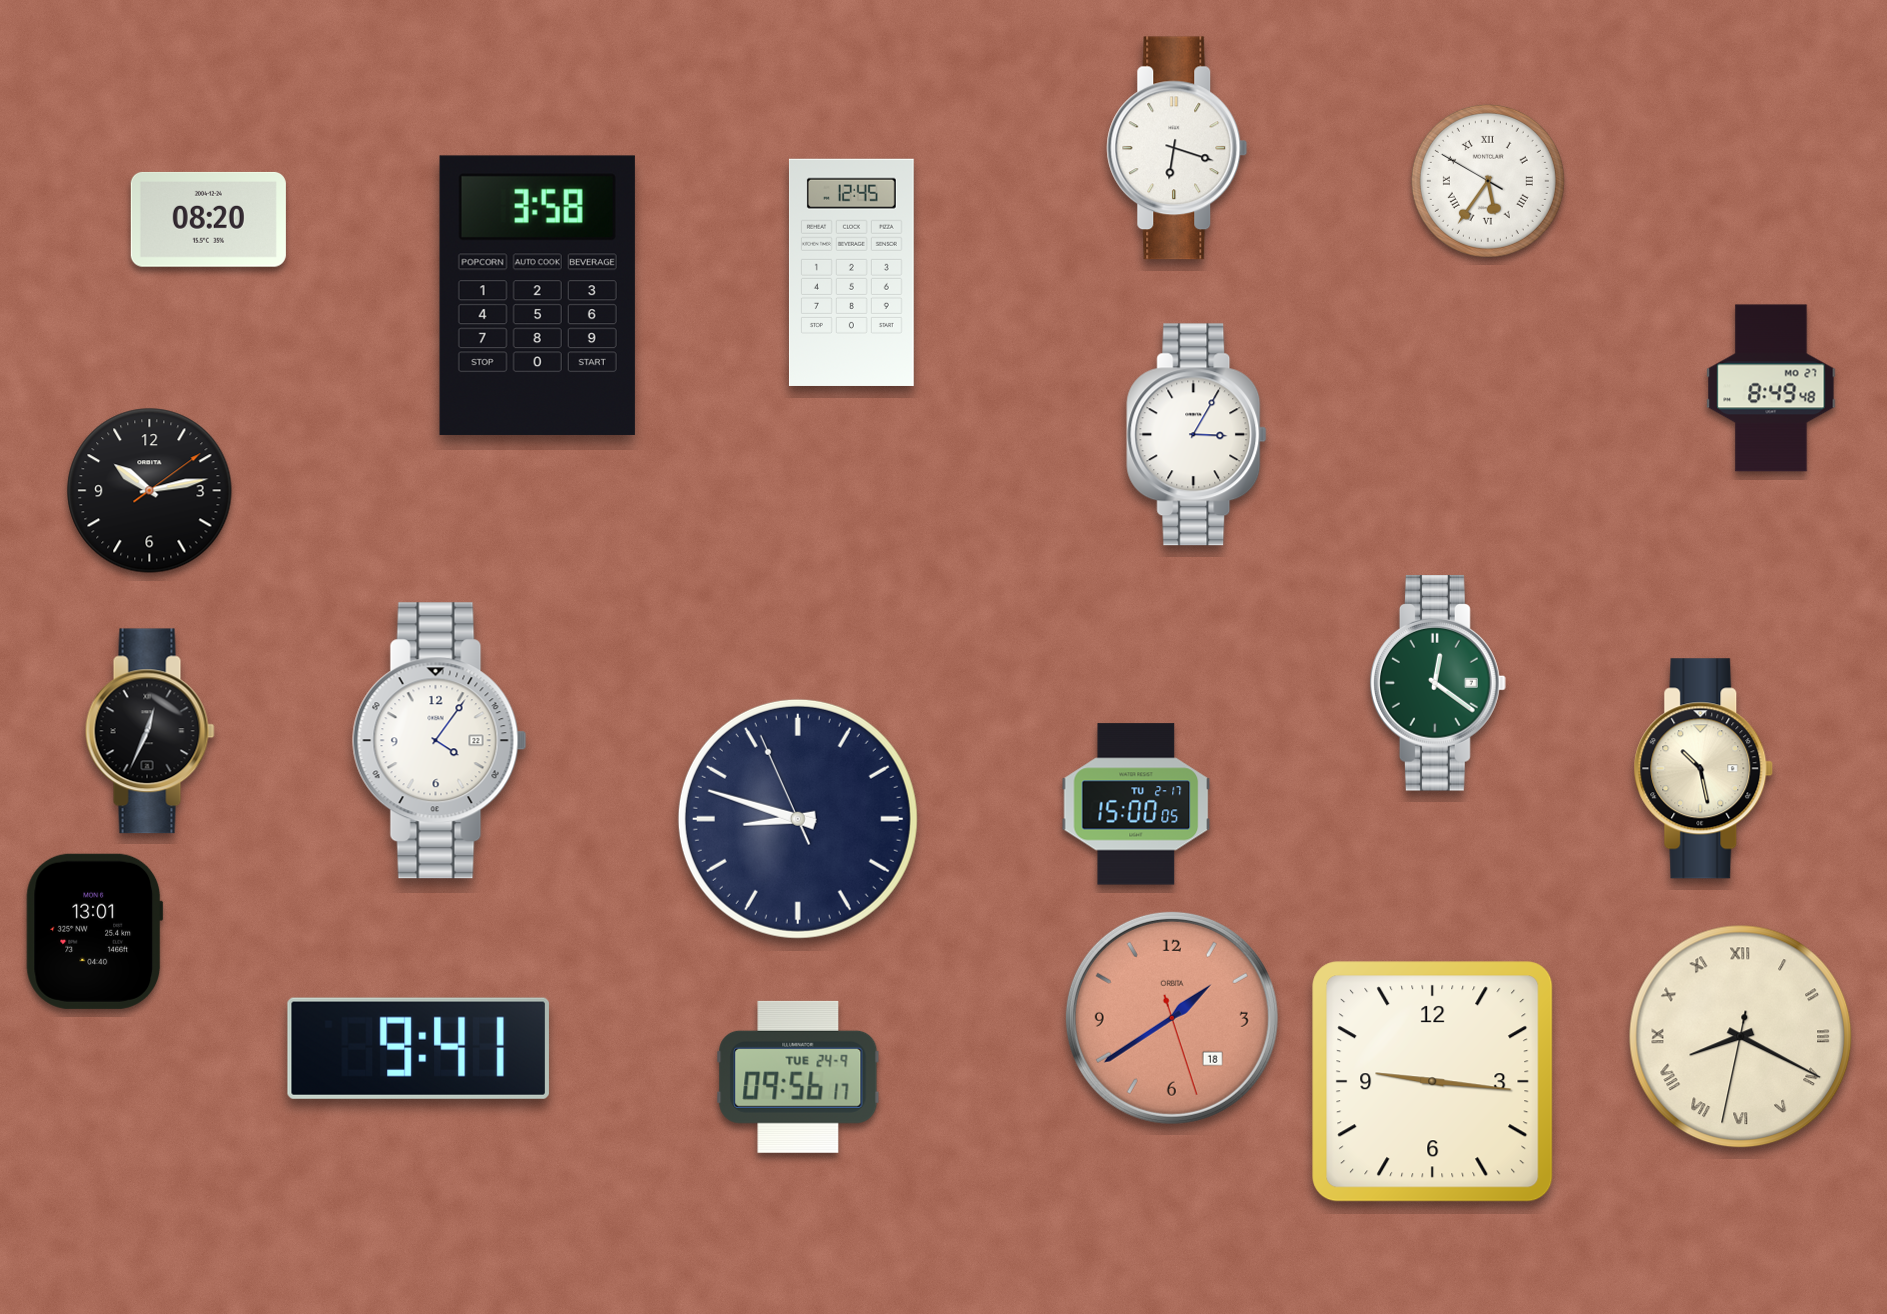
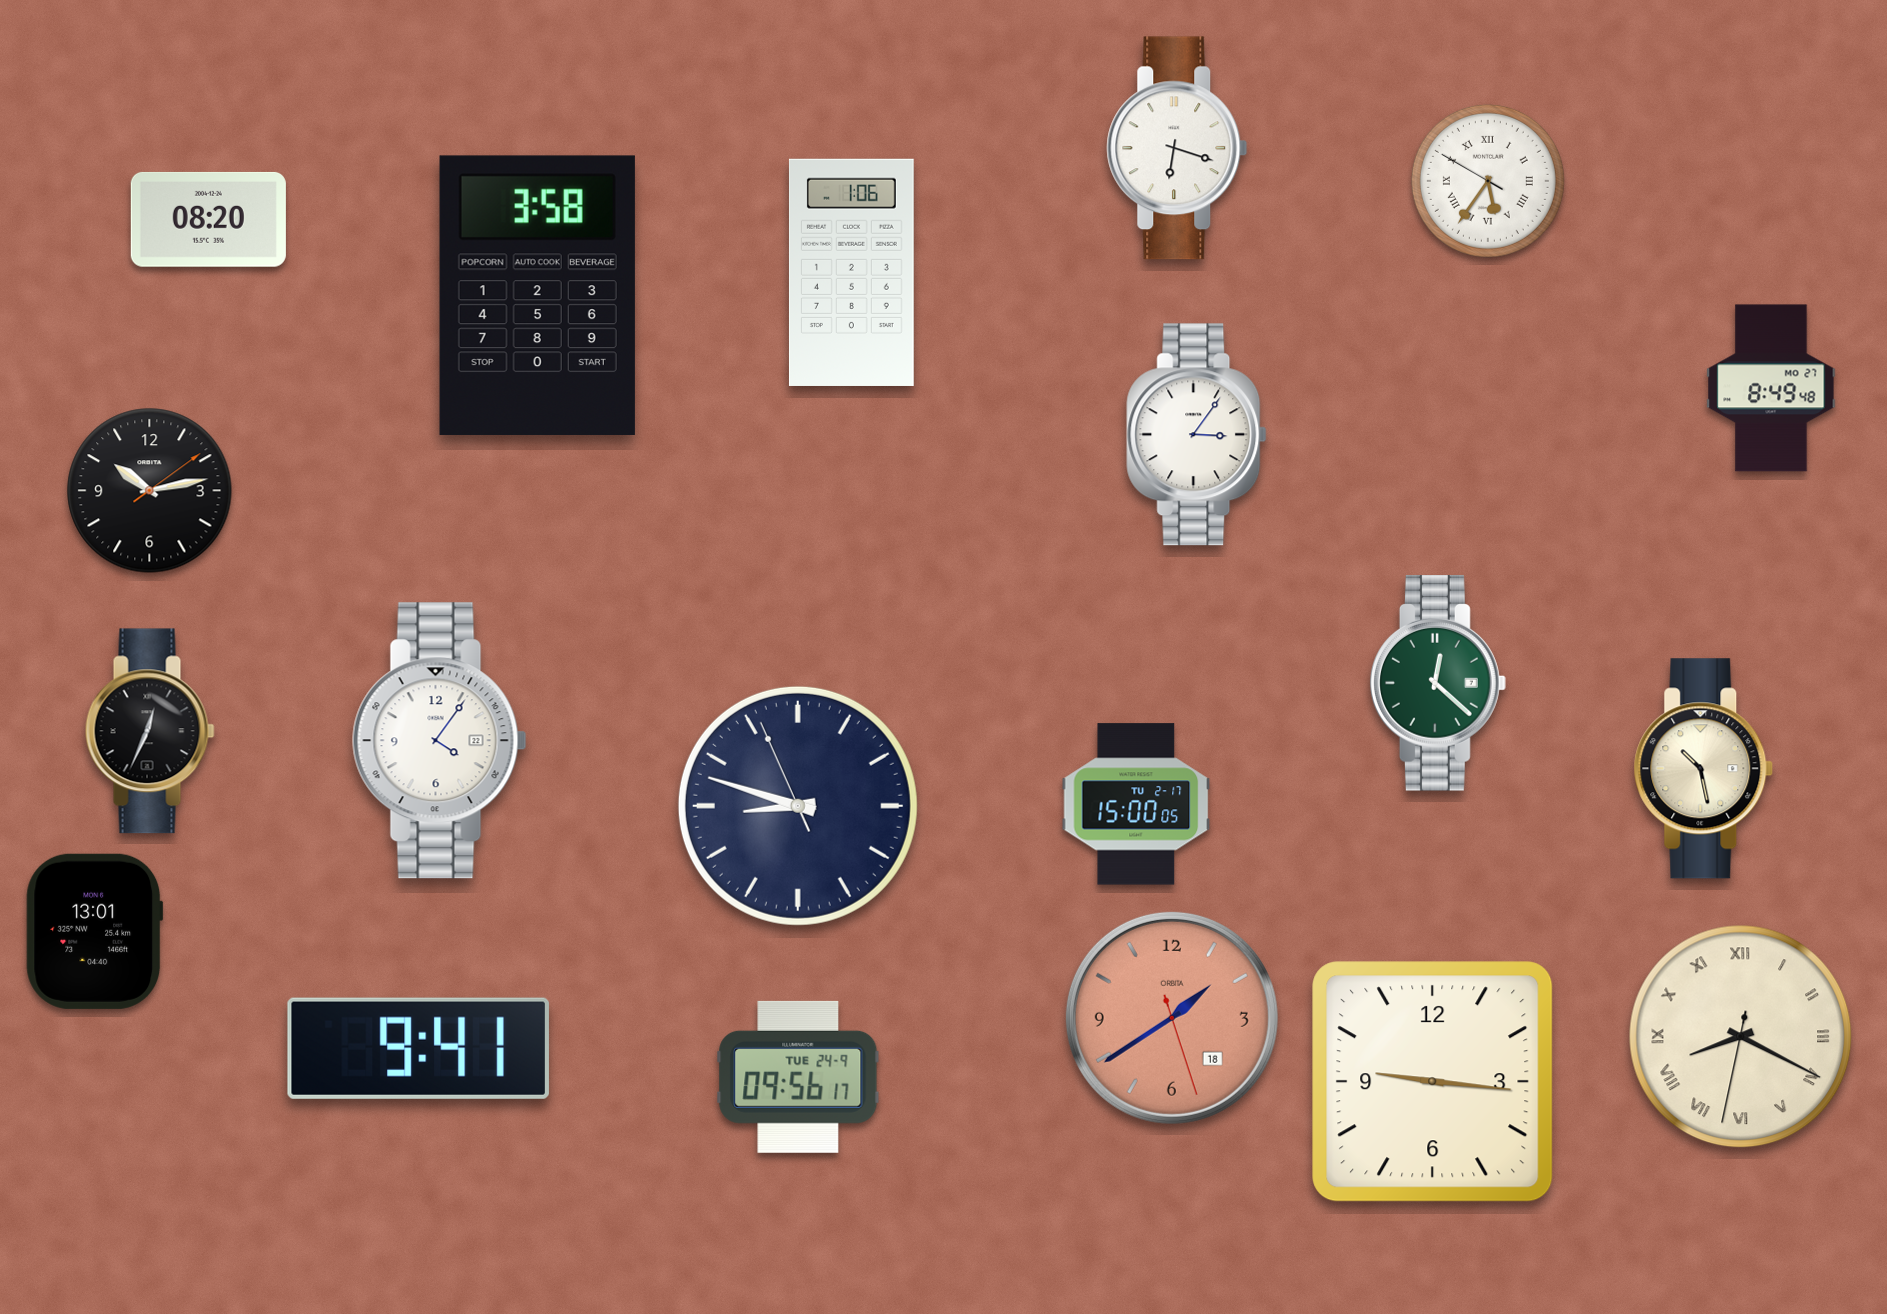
clock at (851, 272): 12:45 -> 1:06
clock at (1197, 435): 3:05 -> 3:06
clock at (1438, 683): 12:21 -> 12:22
clock at (798, 819) position: (798, 819) -> (798, 806)
